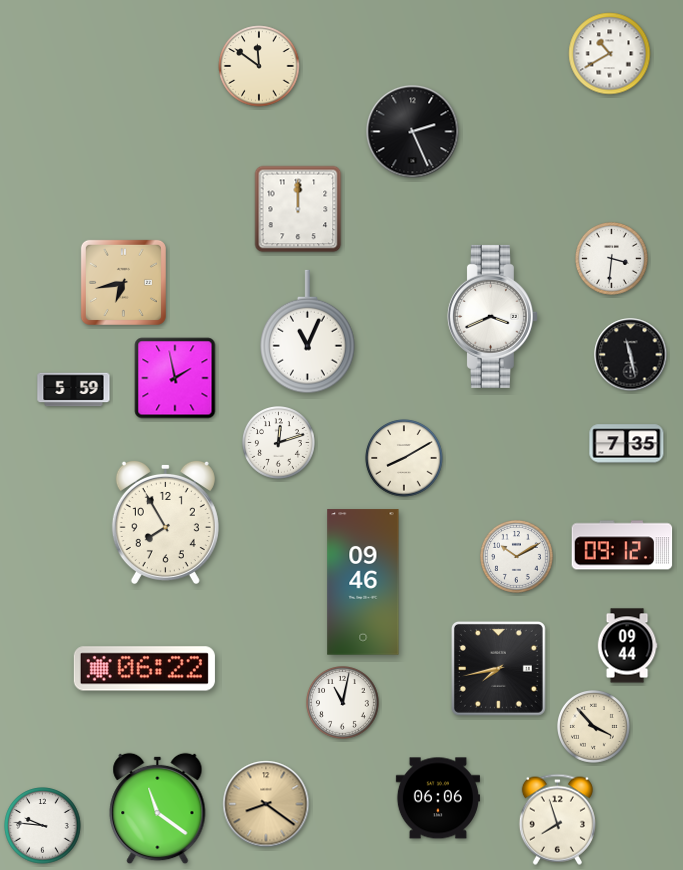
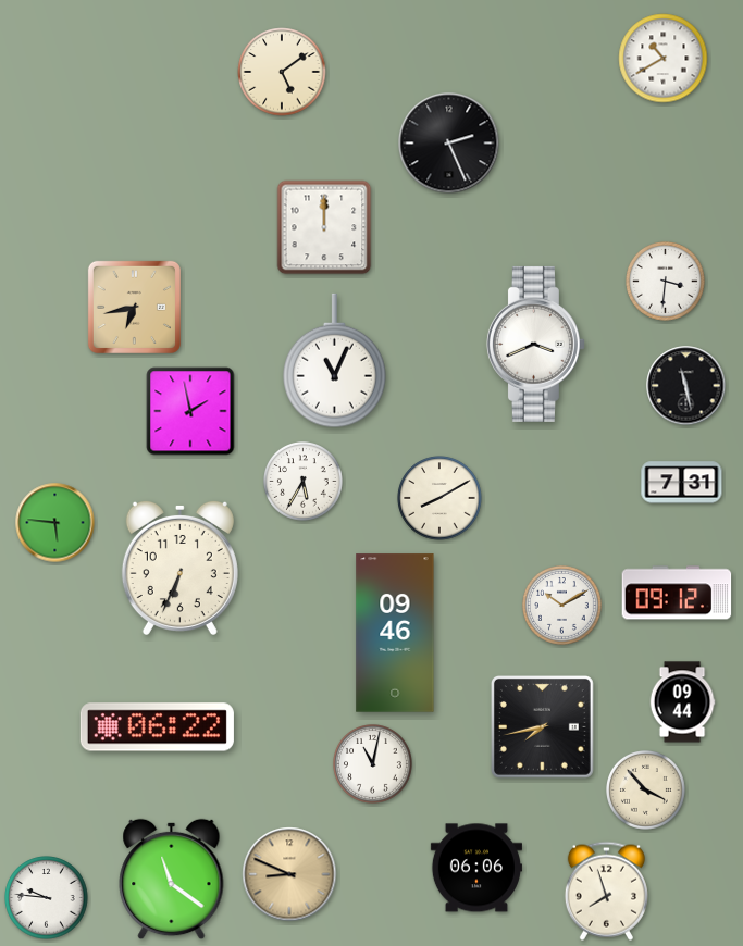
clock at (259, 66): 11:51 -> 5:09
clock at (74, 390): 5:59 -> none
clock at (279, 443): 12:12 -> 5:35
clock at (627, 444): 7:35 -> 7:31
clock at (55, 523): none -> 5:46
clock at (165, 521): 7:55 -> 6:34
clock at (266, 804): 8:21 -> 8:49
